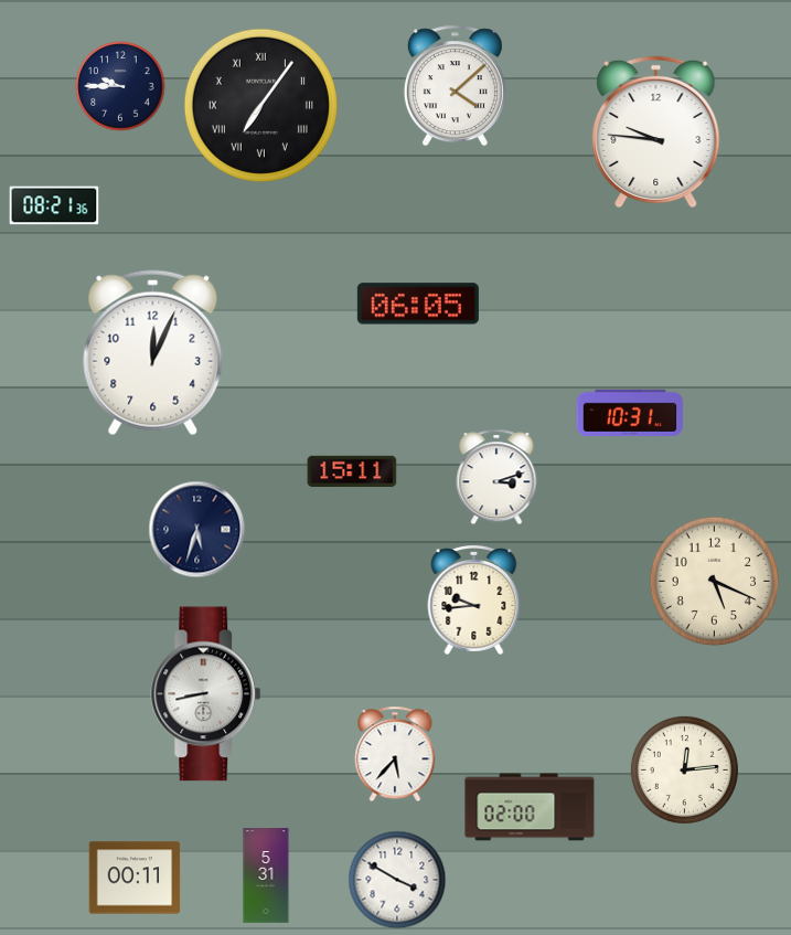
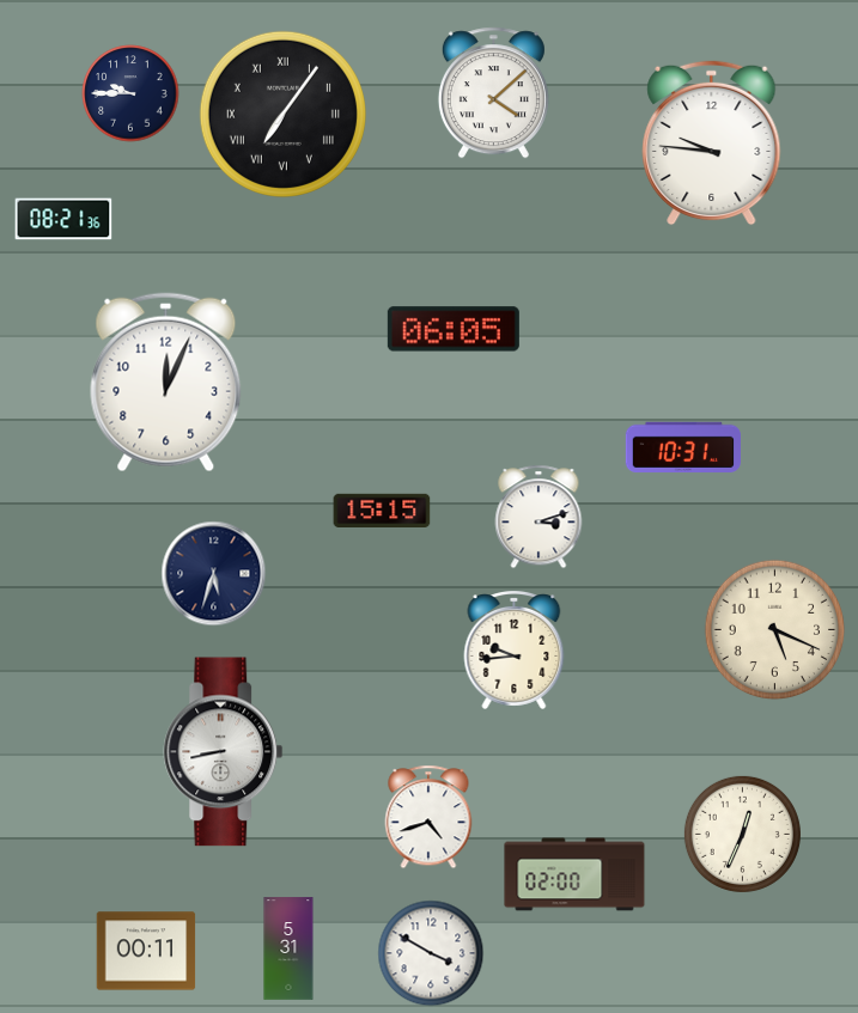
clock at (54, 205) position: (54, 205) -> (63, 219)
clock at (352, 470): 15:11 -> 15:15
clock at (395, 754): 5:37 -> 4:42
clock at (684, 769): 12:14 -> 12:34
